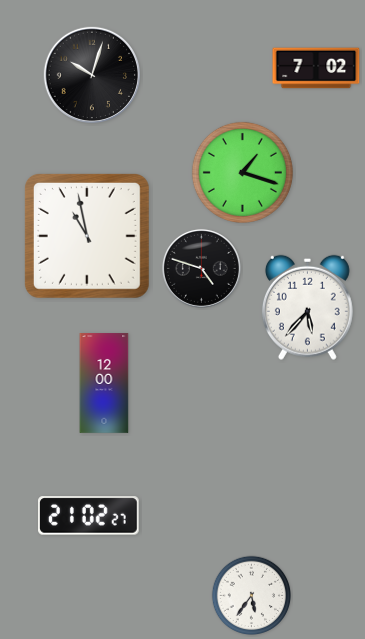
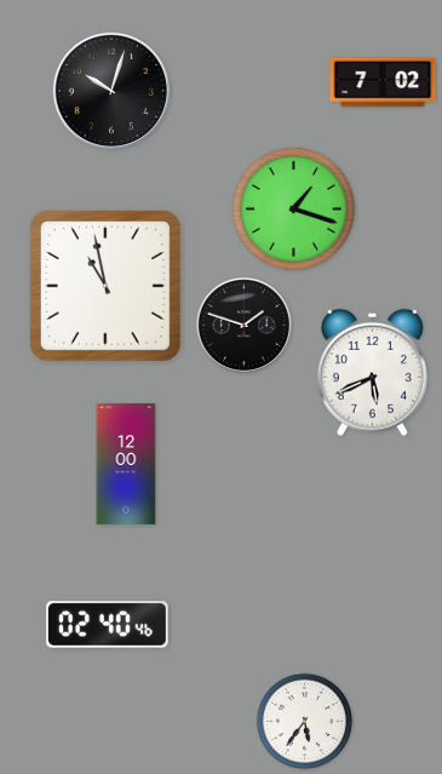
clock at (201, 268): 4:48 -> 1:48
clock at (307, 307): 5:37 -> 5:41
clock at (89, 516): 21:02 -> 02:40
